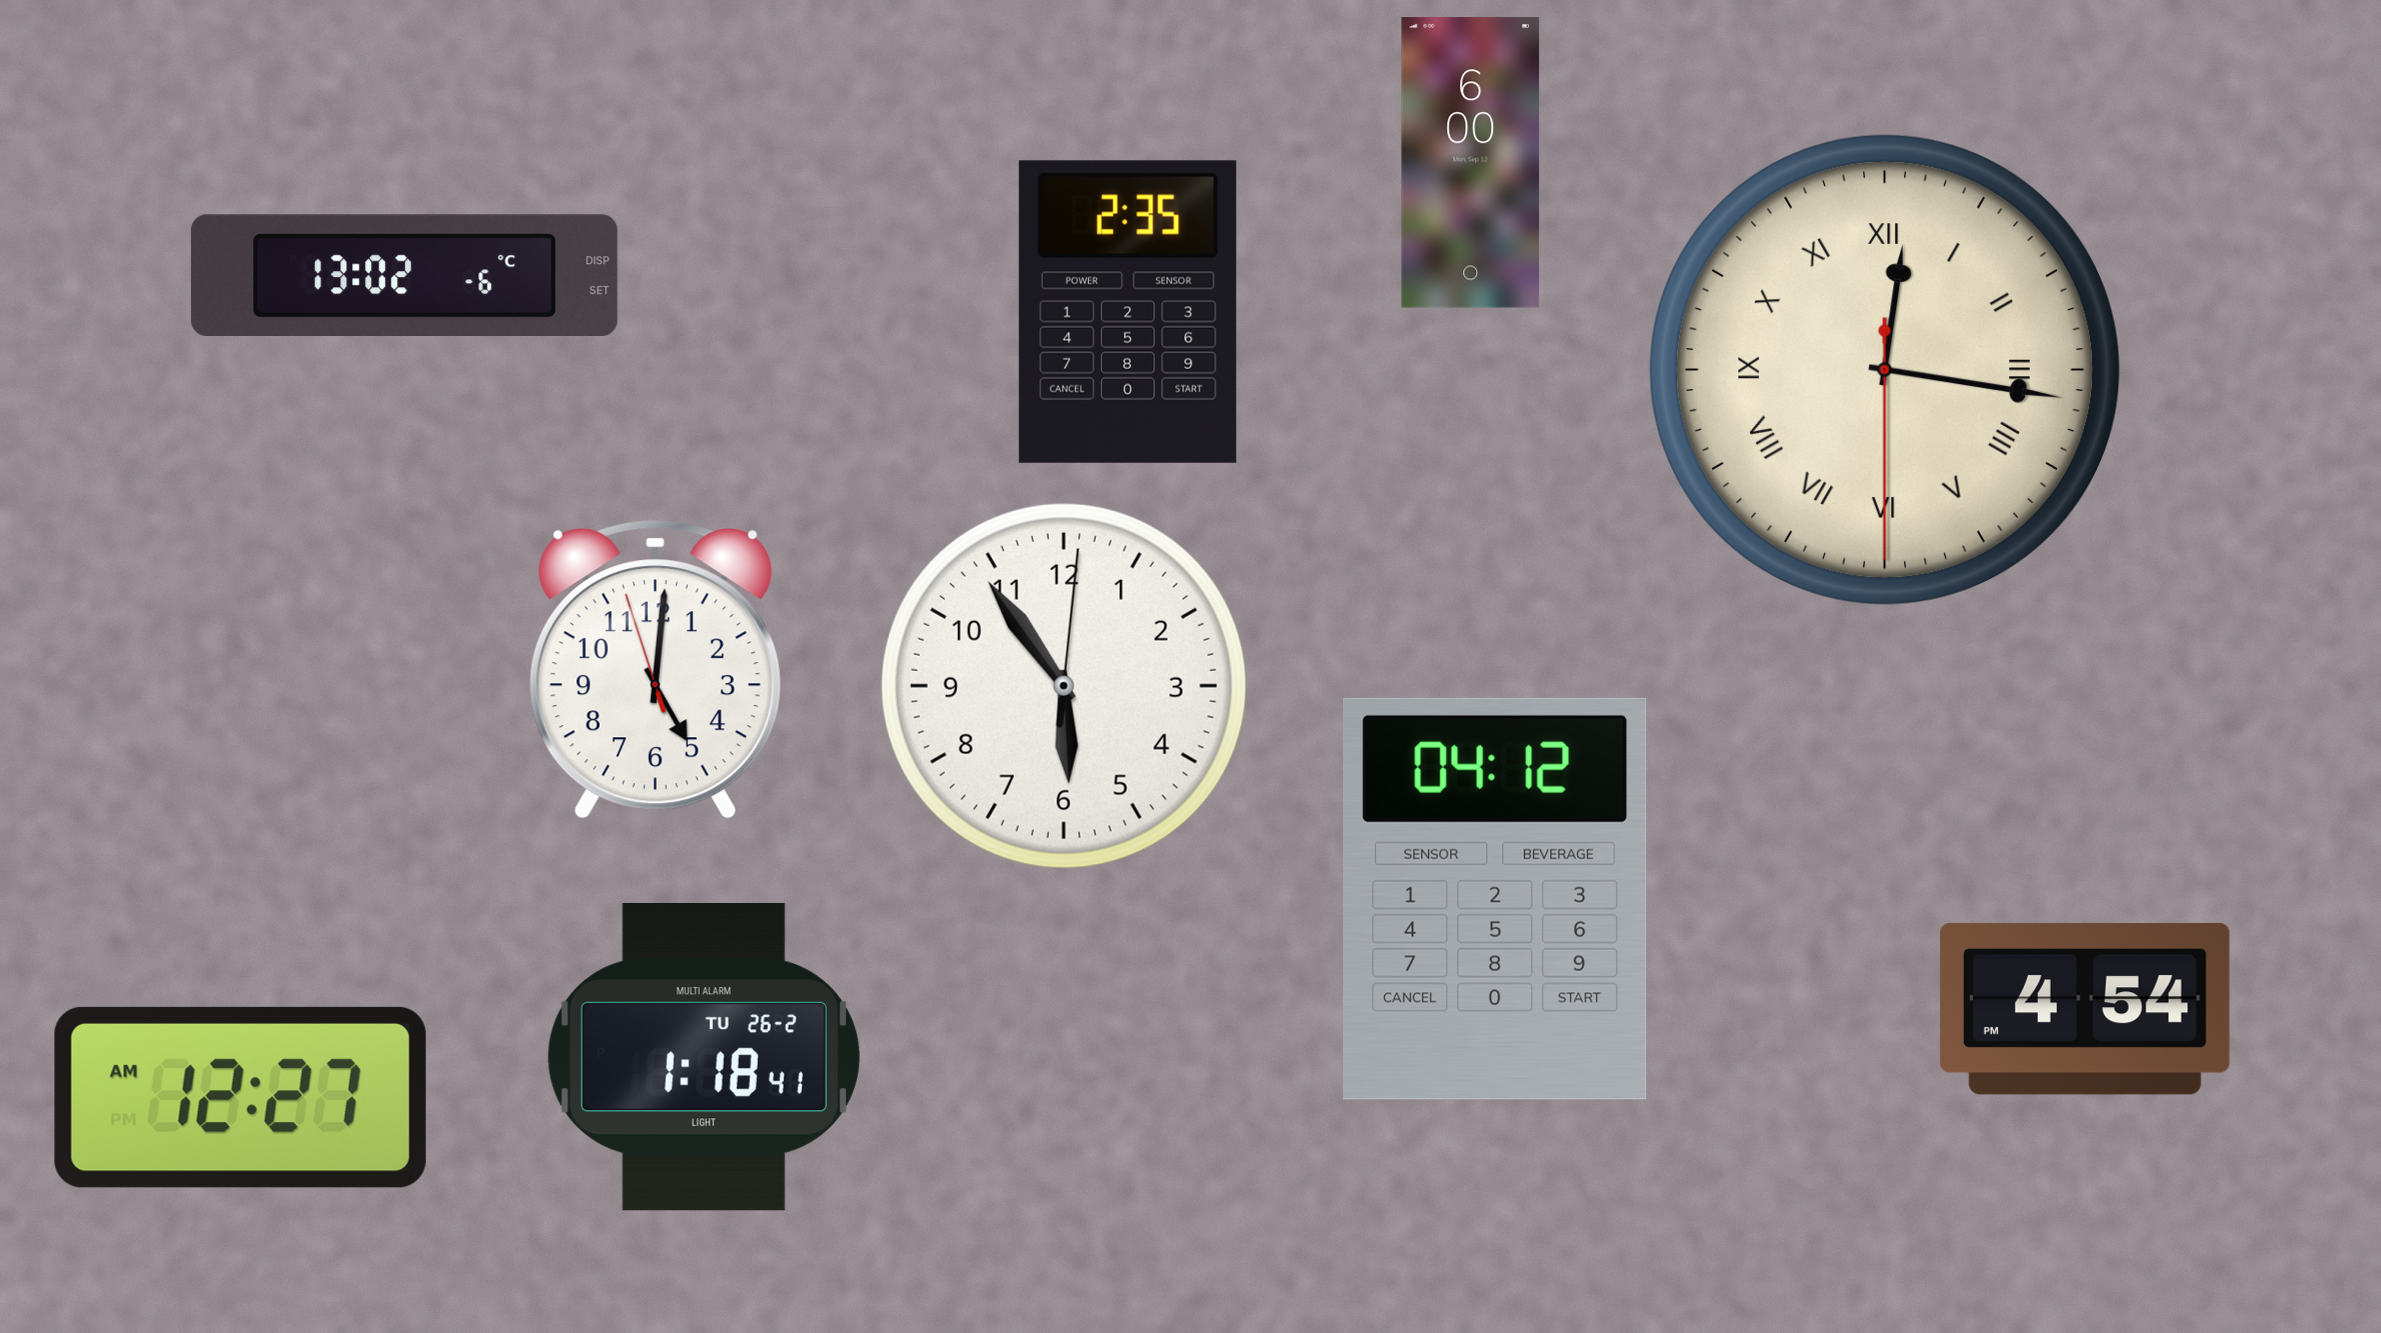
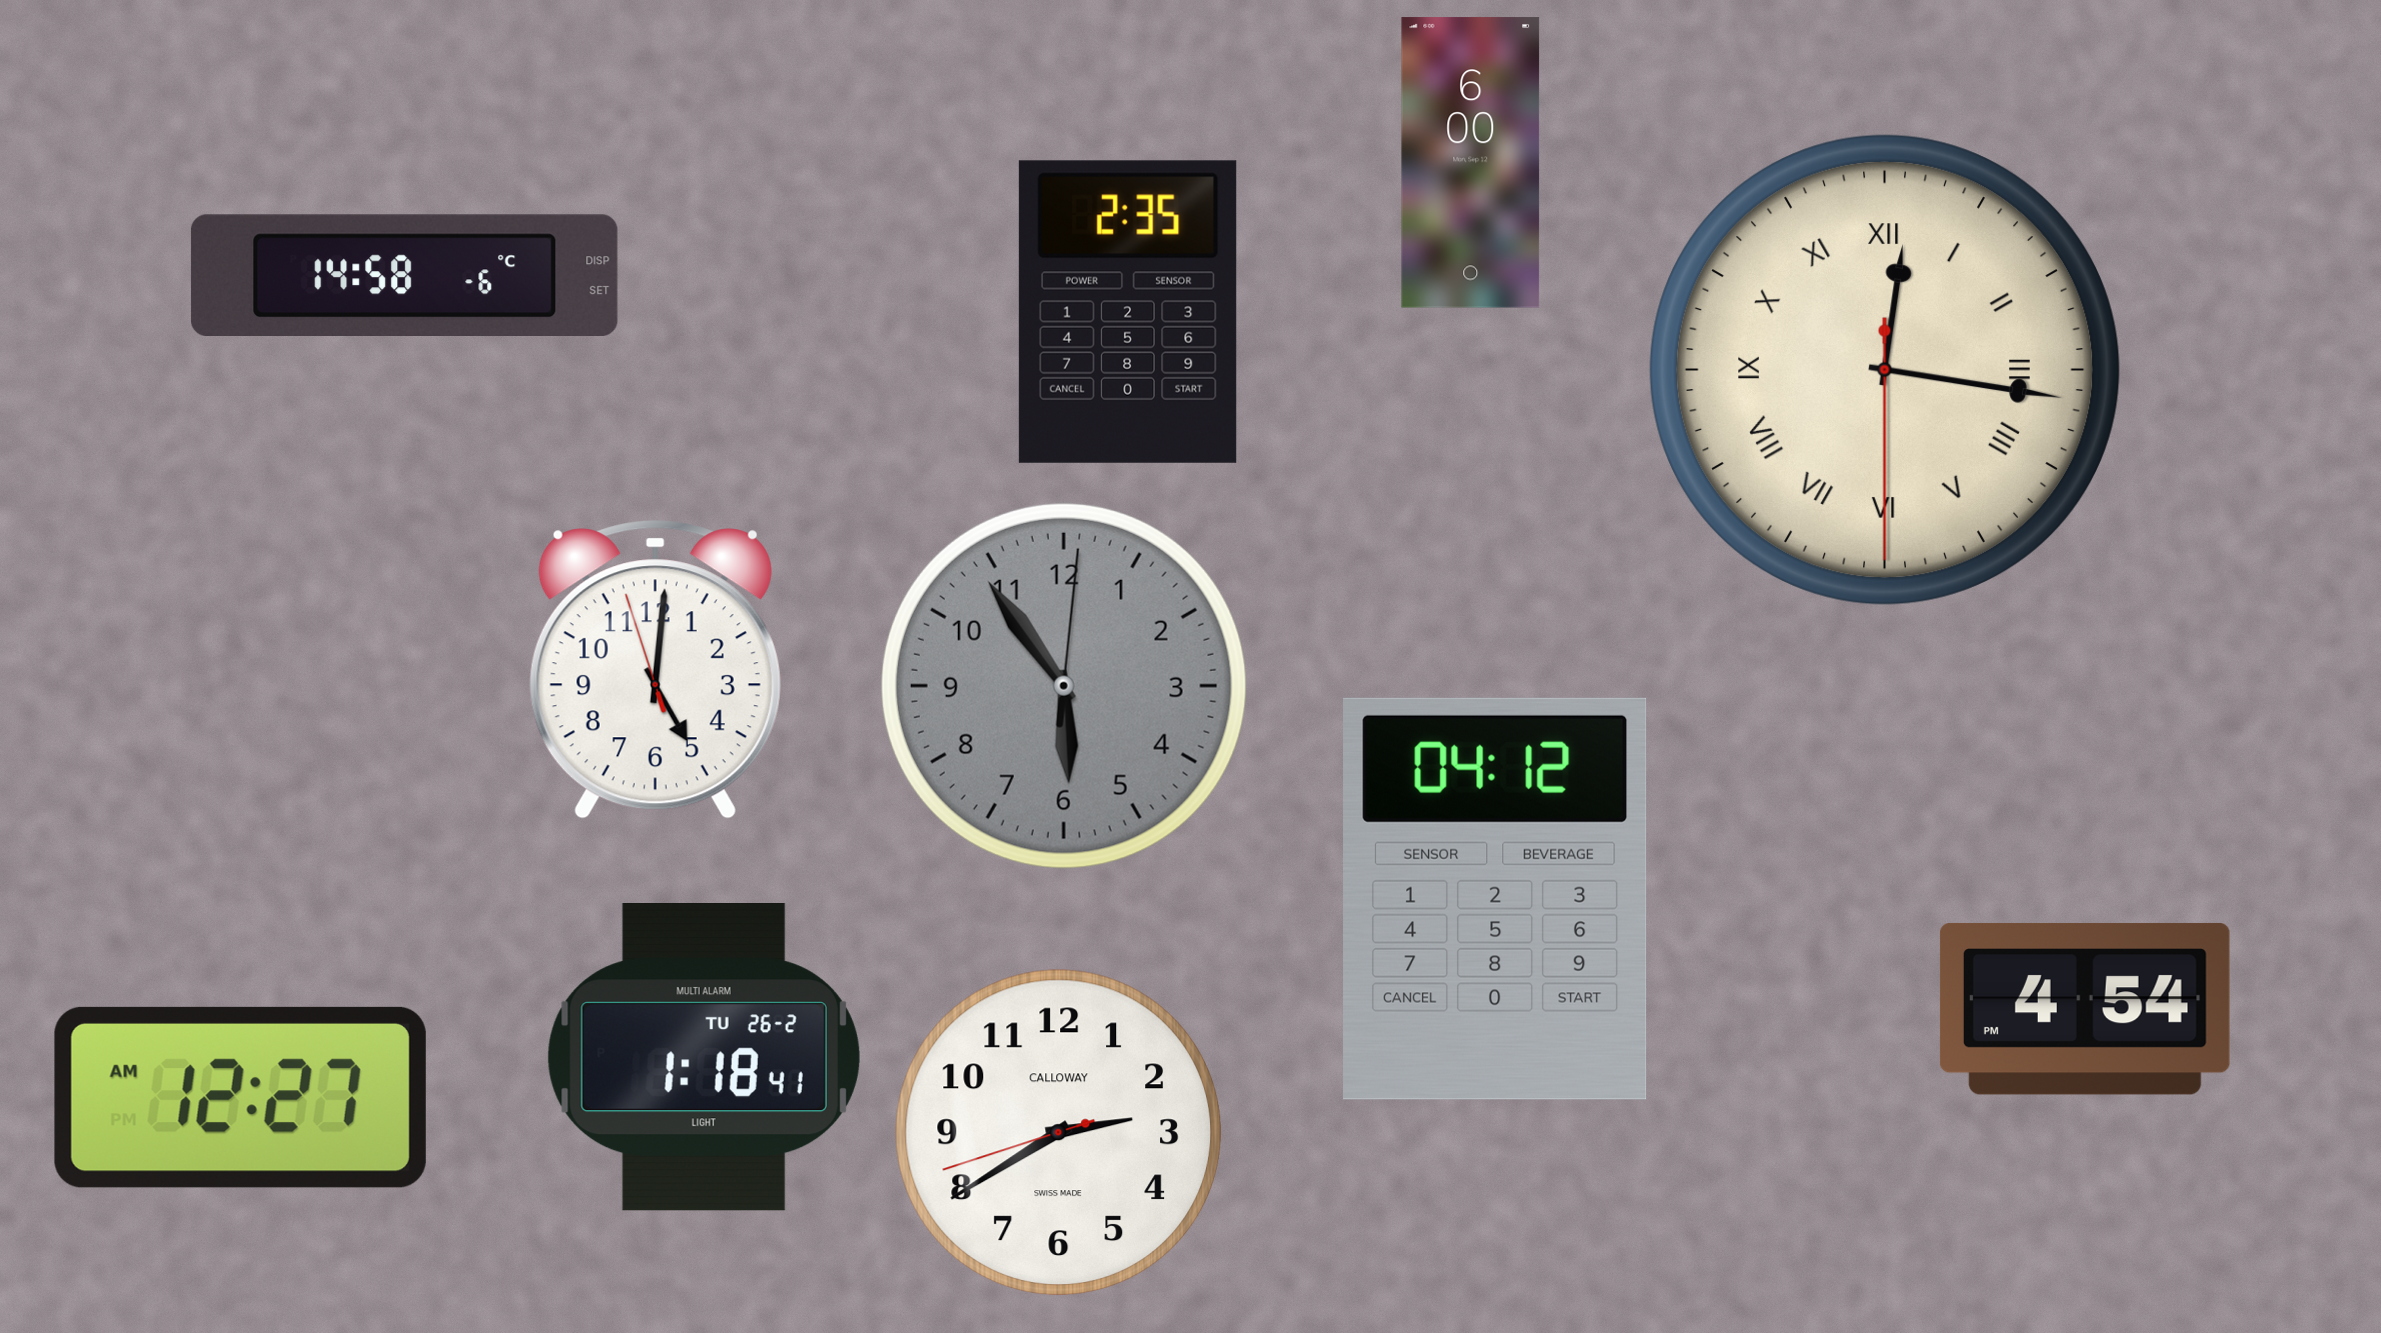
clock at (404, 275): 13:02 -> 14:58
clock at (1064, 686) dial: white -> grey
clock at (1058, 1132): none -> 2:39
